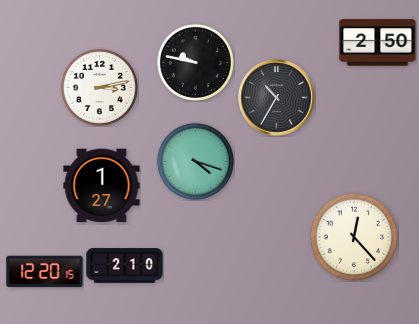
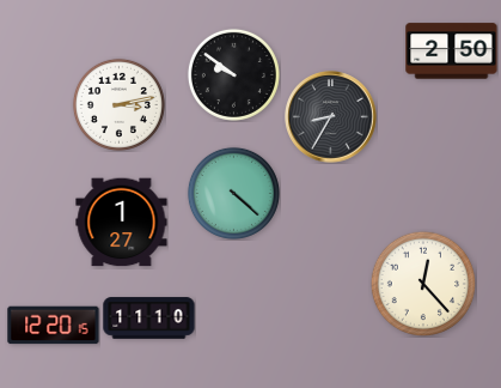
clock at (195, 62): 9:47 -> 9:51
clock at (277, 98): 10:35 -> 8:35
clock at (195, 161): 4:18 -> 4:22
clock at (125, 266): 2:10 -> 11:10
